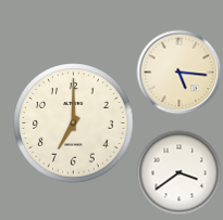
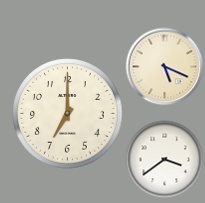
clock at (178, 72): 5:16 -> 5:19
